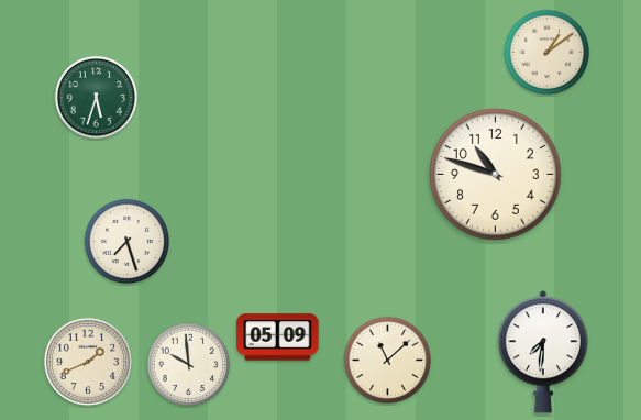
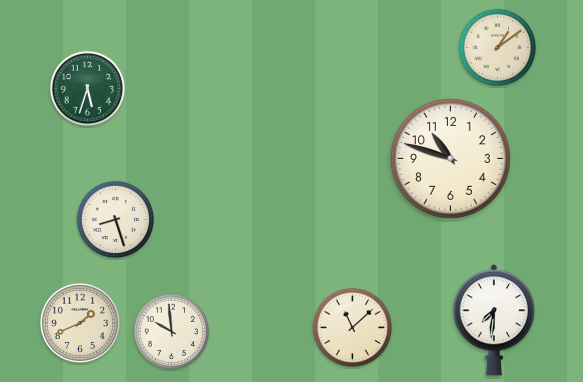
clock at (128, 242): 7:27 -> 8:27
clock at (278, 338): 05:09 -> none
clock at (87, 361) position: (87, 361) -> (79, 322)
